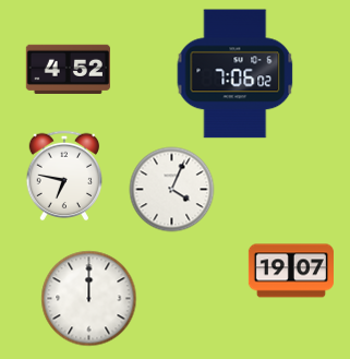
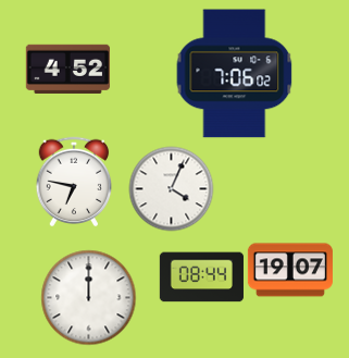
clock at (64, 176) position: (64, 176) -> (74, 182)
clock at (201, 277): none -> 08:44
